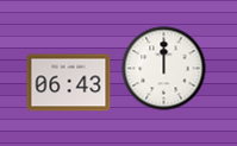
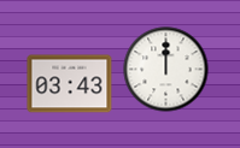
clock at (69, 83): 06:43 -> 03:43
